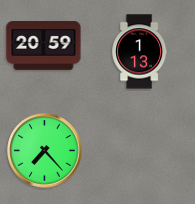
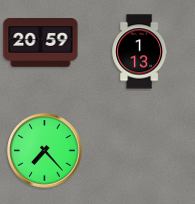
clock at (44, 46) position: (44, 46) -> (41, 43)
